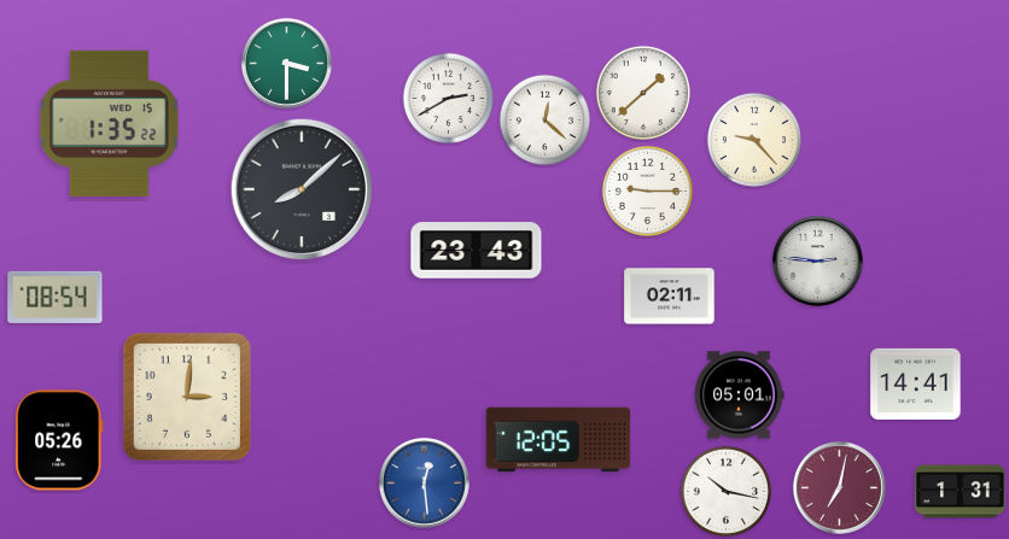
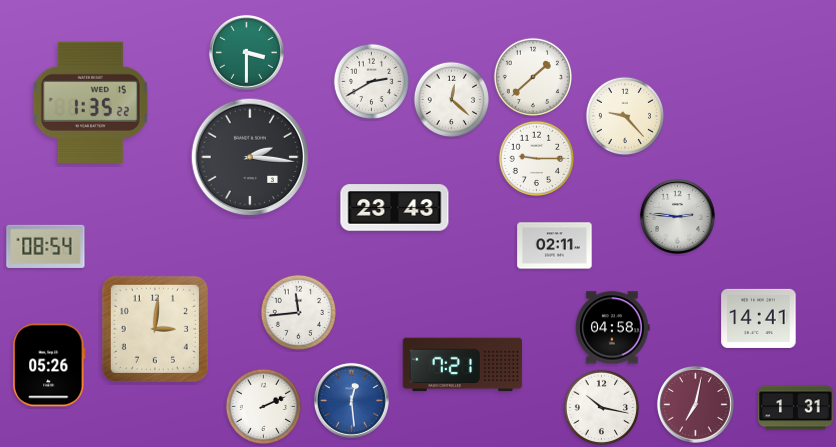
clock at (286, 63) position: (286, 63) -> (246, 52)
clock at (302, 189): 8:08 -> 2:16
clock at (299, 313): none -> 11:44
clock at (740, 396): 05:01 -> 04:58
clock at (559, 440): 12:05 -> 7:21
clock at (264, 407): none -> 2:11
